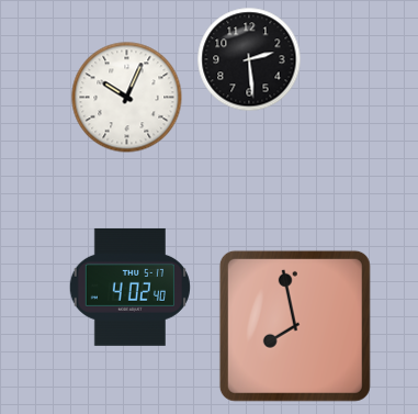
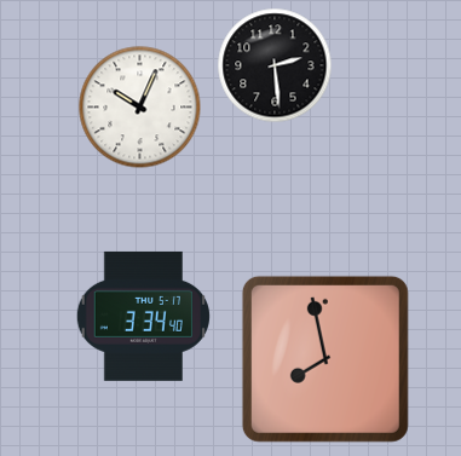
clock at (129, 287): 4:02 -> 3:34
